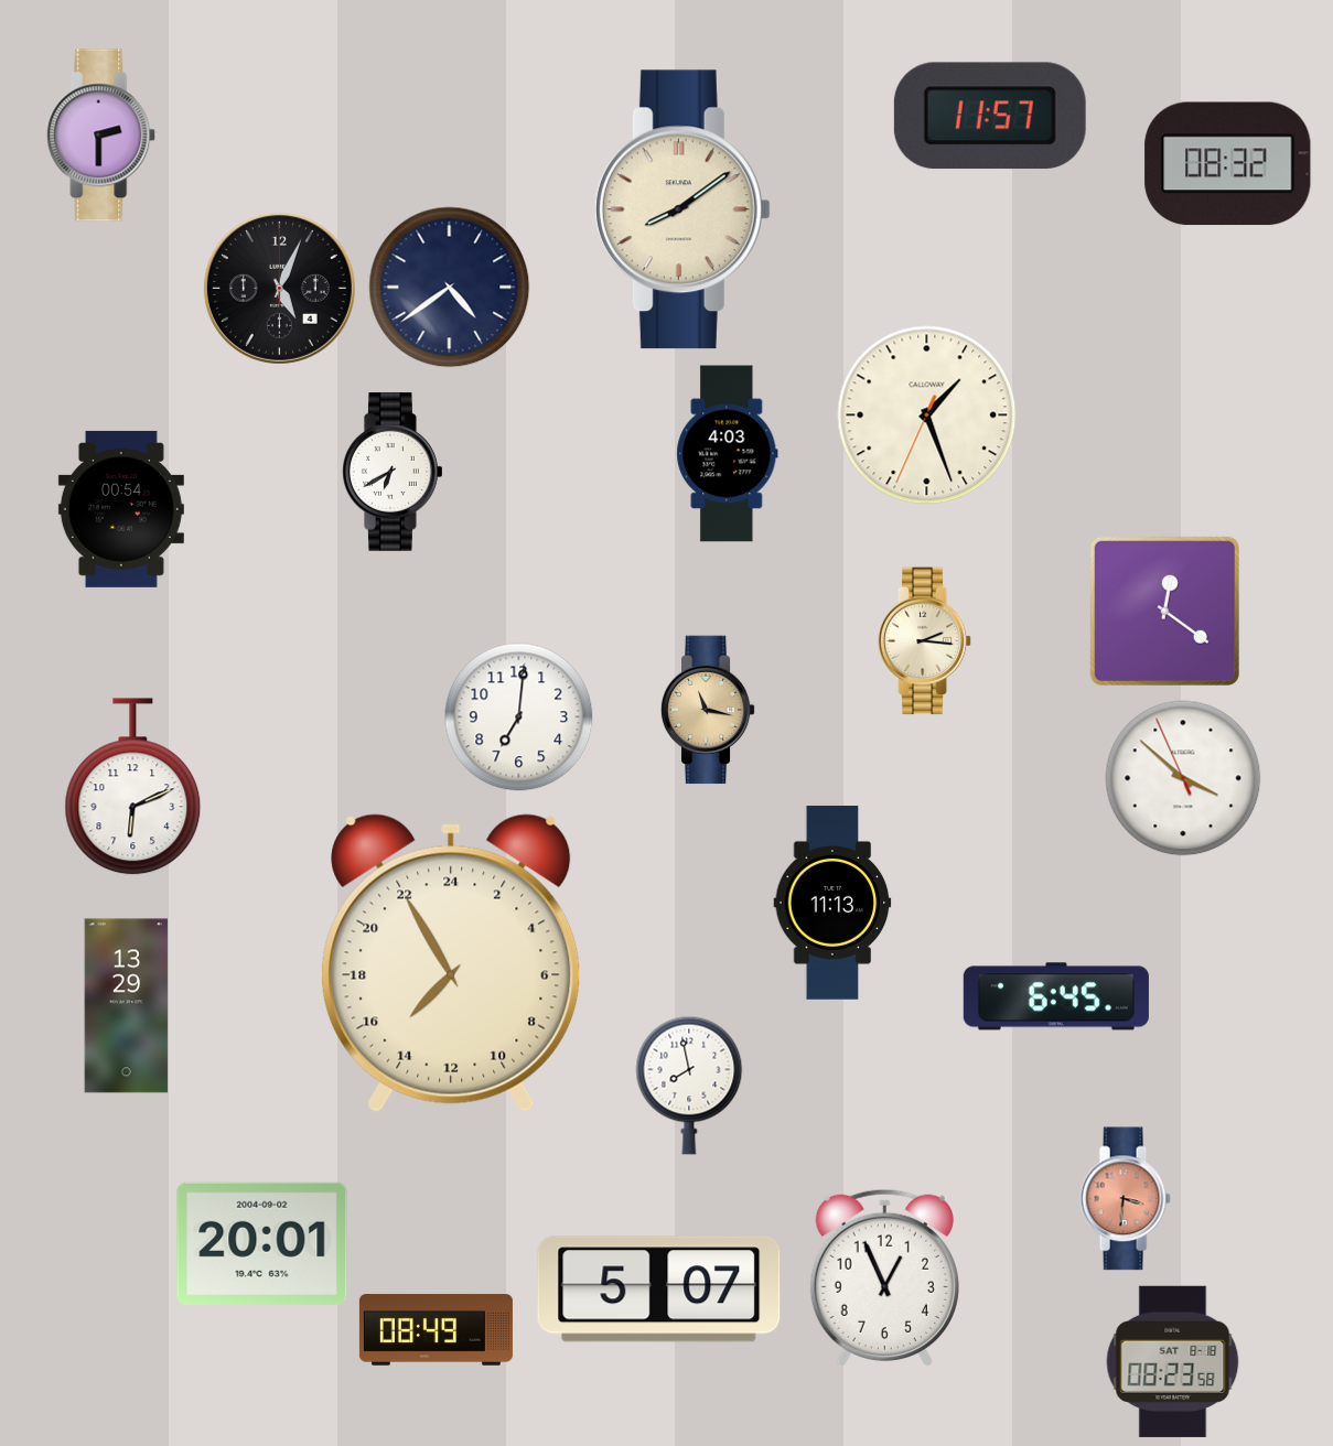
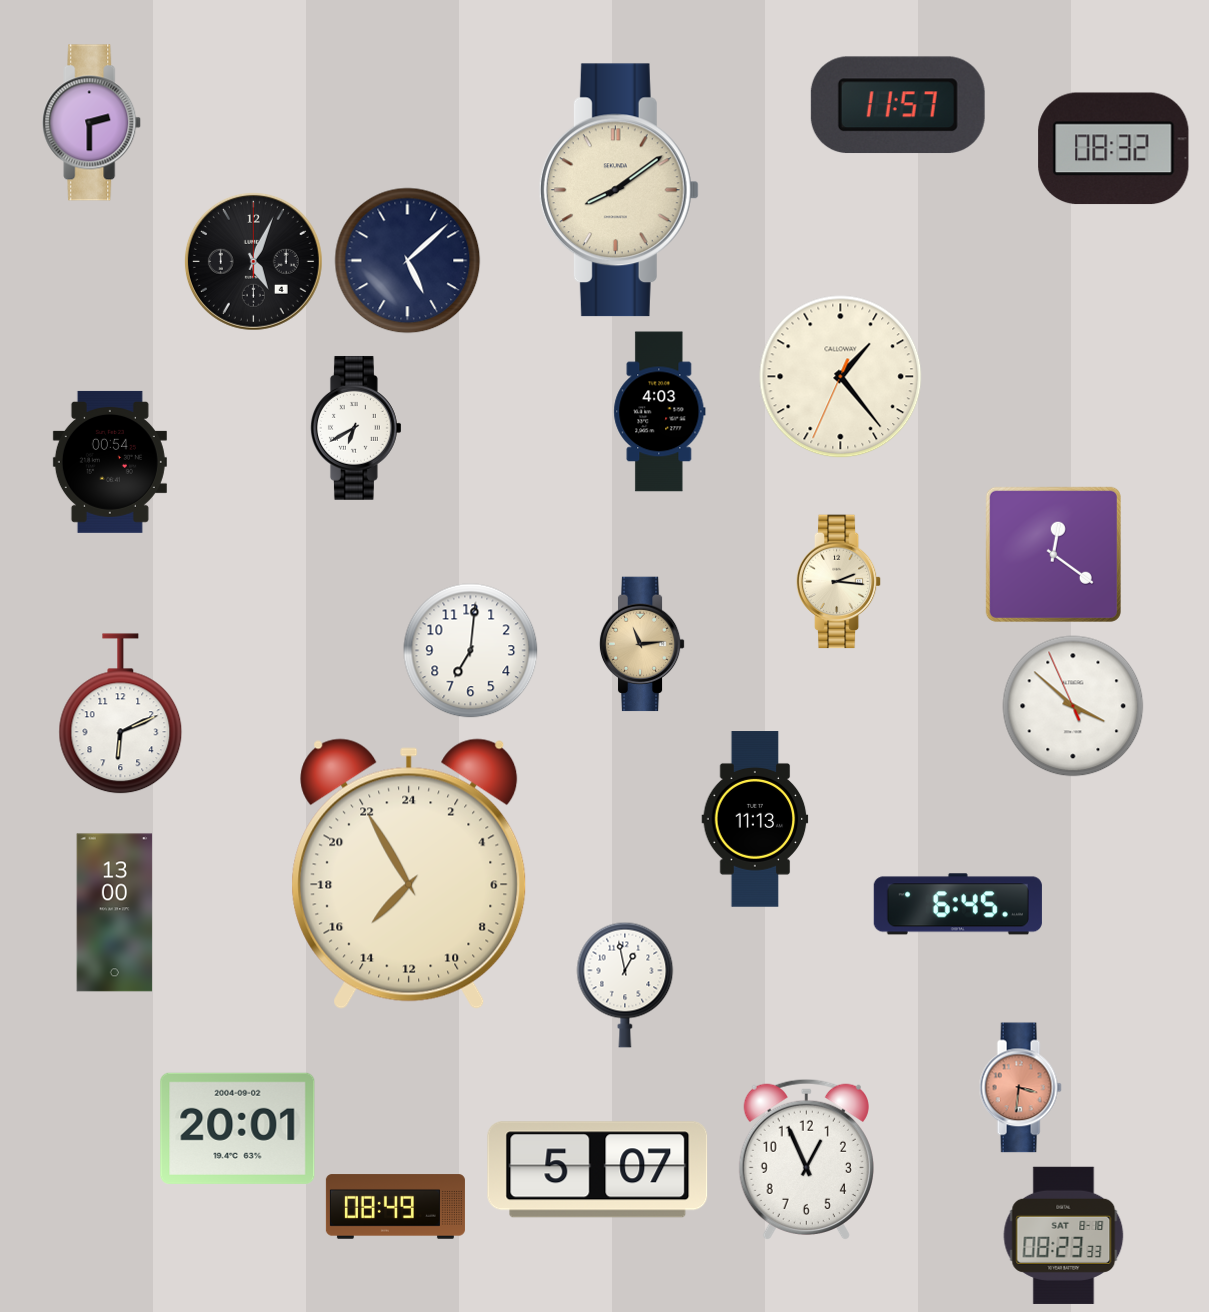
clock at (450, 288): 4:39 -> 5:08
clock at (927, 416): 1:26 -> 1:23
clock at (1164, 611) position: (1164, 611) -> (1053, 554)
clock at (708, 710): 11:17 -> 11:14
clock at (127, 1006): 13:29 -> 13:00
clock at (689, 1086): 7:58 -> 12:58
clock at (884, 1277) position: (884, 1277) -> (806, 1159)
clock at (1173, 1361): 08:23:58 -> 08:23:33
